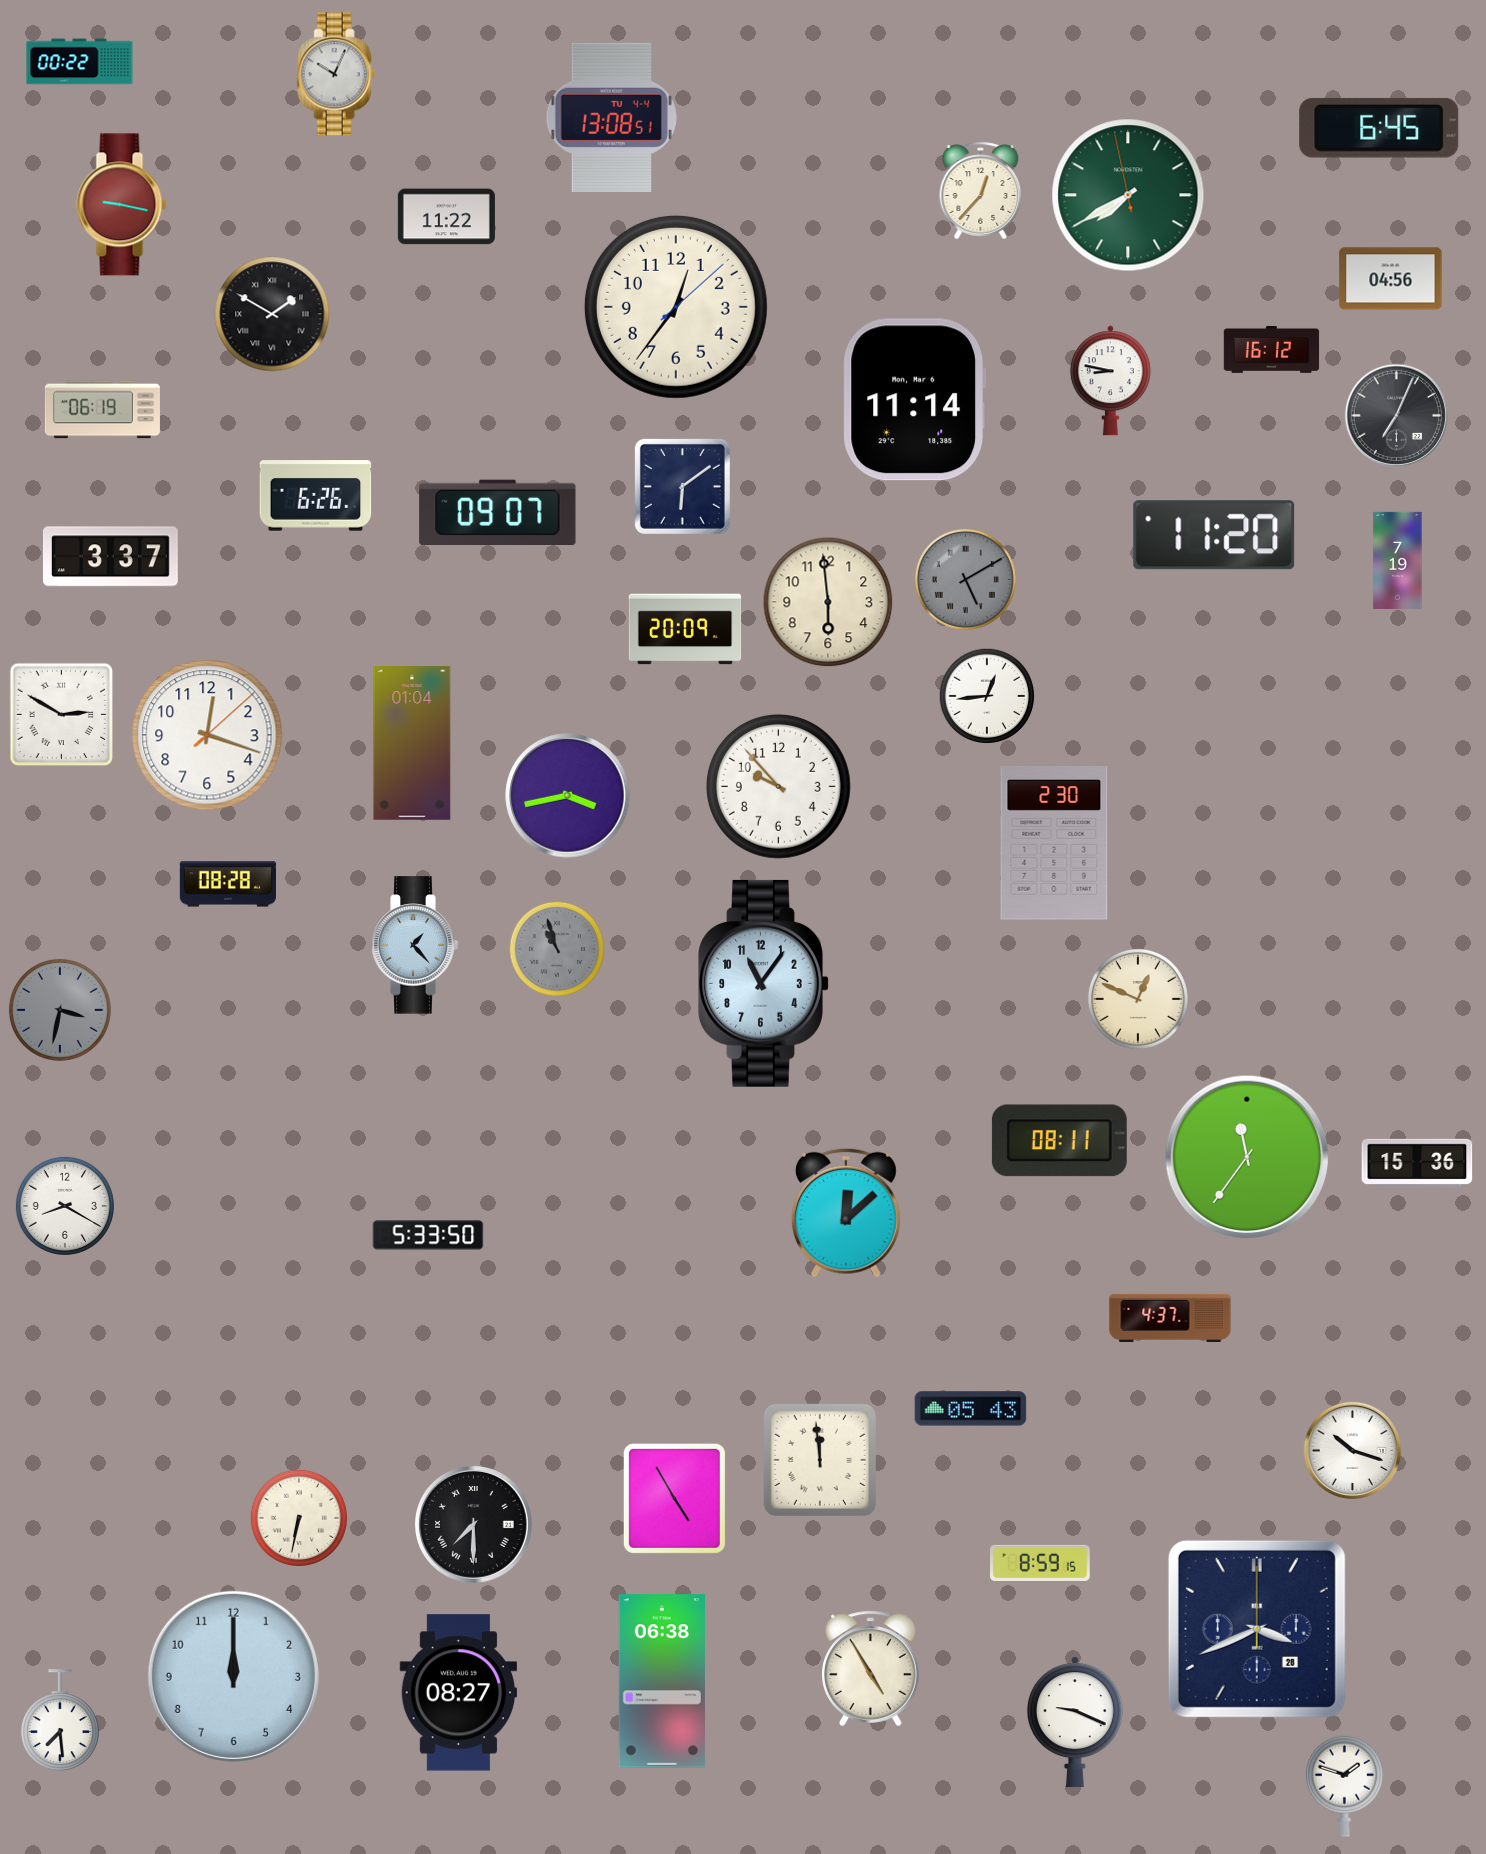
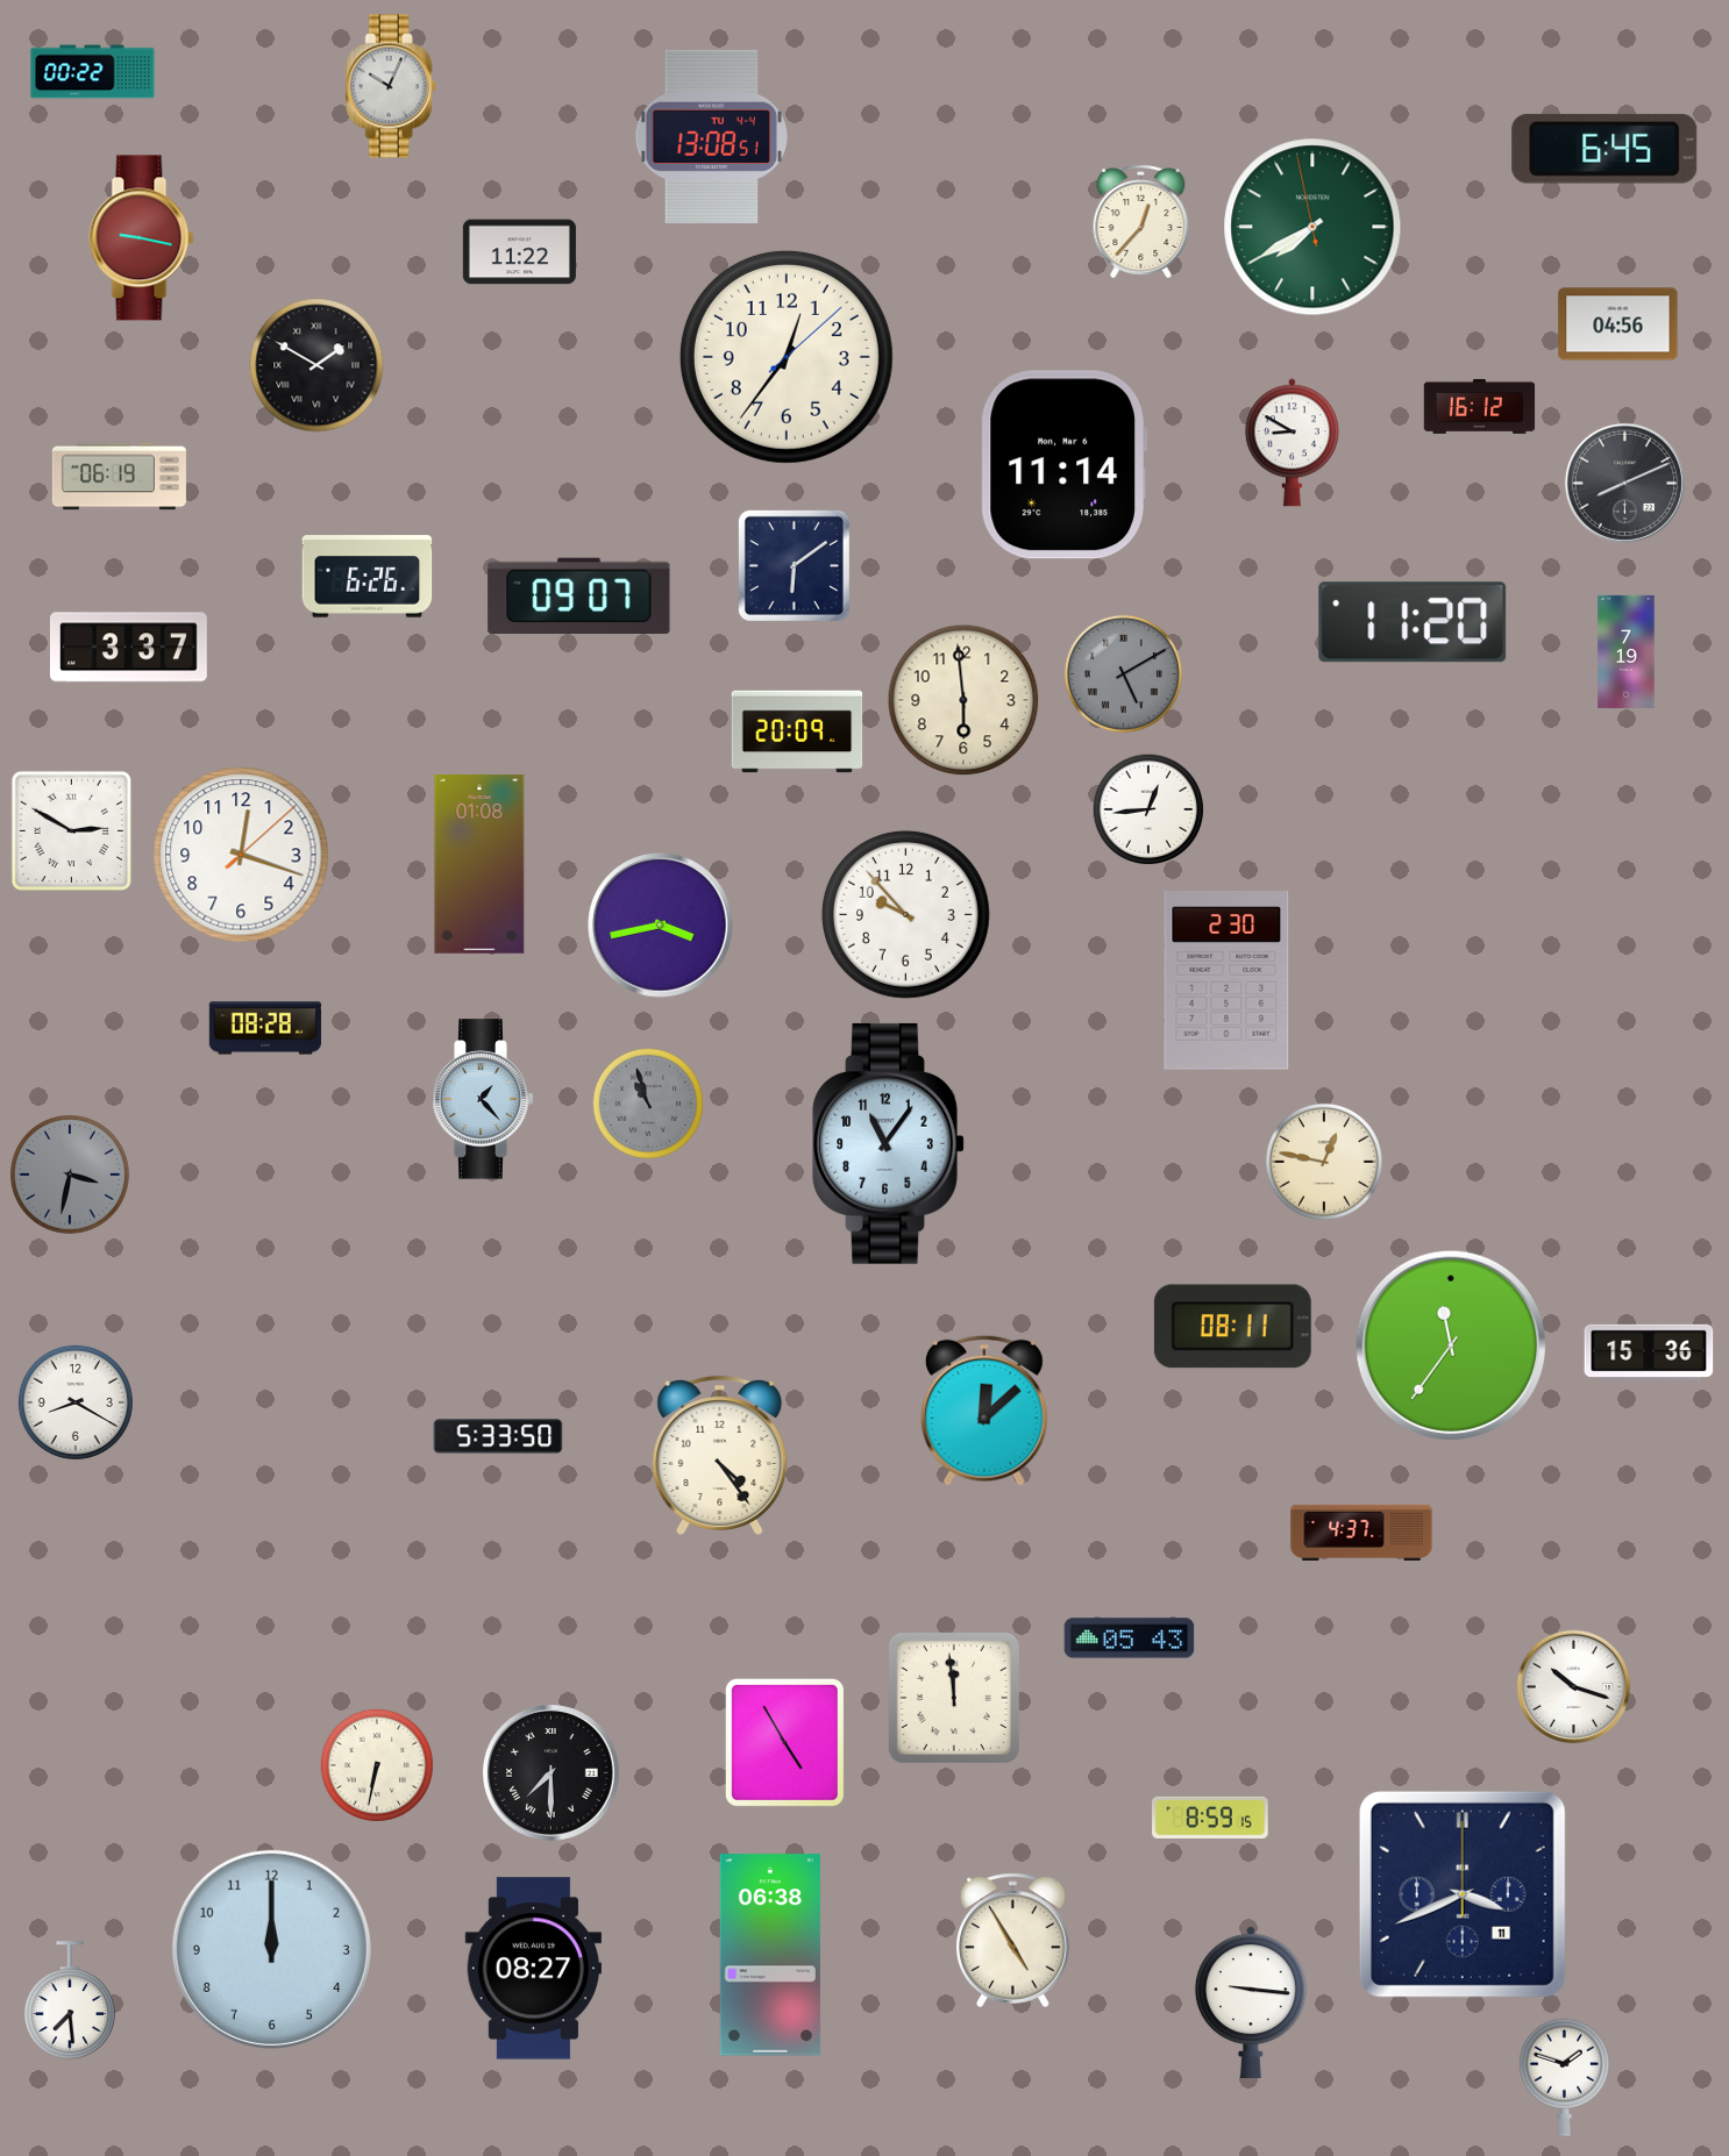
clock at (1110, 381): 8:47 -> 8:50
clock at (1396, 415): 7:04 -> 8:11
clock at (412, 743): 01:04 -> 01:08
clock at (1138, 999): 12:49 -> 12:47
clock at (720, 1455): none -> 4:24
clock at (299, 1518) position: (299, 1518) -> (377, 1765)
clock at (1257, 1629) date: 28 -> 11
clock at (1075, 1722): 9:19 -> 9:16
